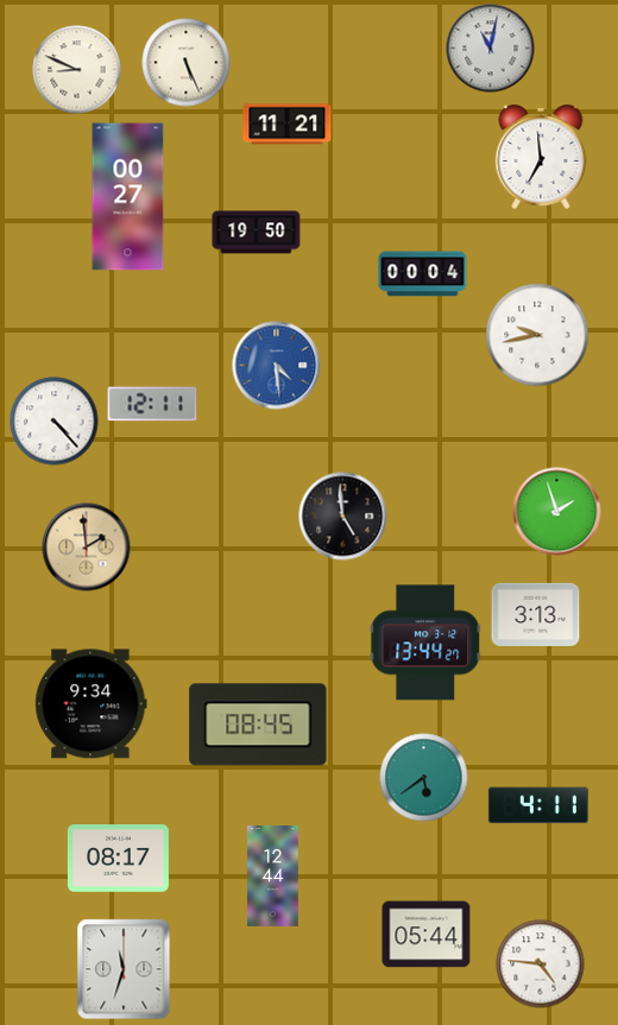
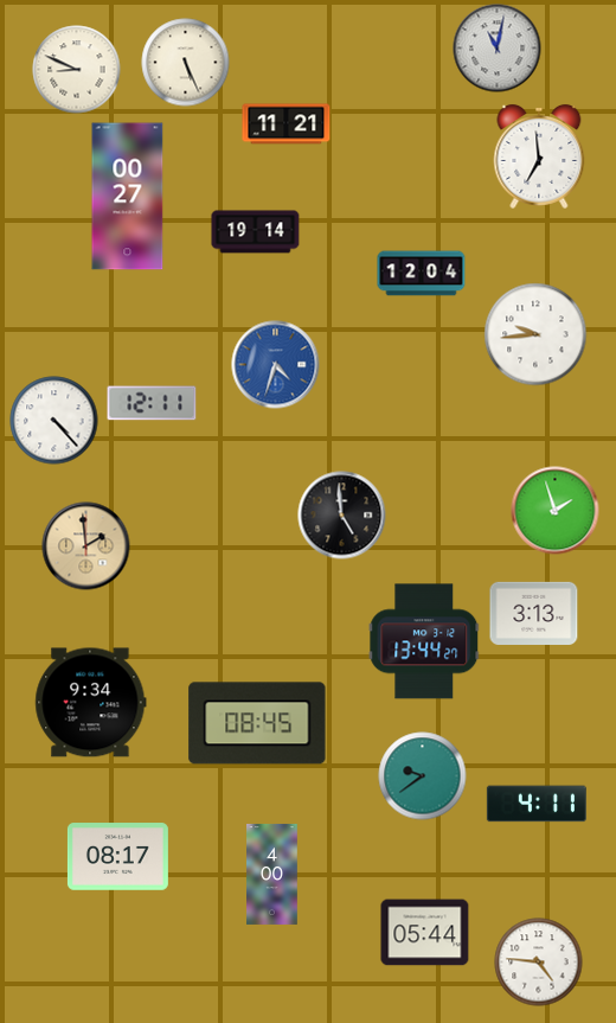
clock at (491, 49) position: (491, 49) -> (498, 49)
clock at (257, 233): 19:50 -> 19:14
clock at (423, 274): 00:04 -> 12:04
clock at (537, 335): 9:43 -> 9:44
clock at (277, 366): 4:29 -> 4:33
clock at (424, 778): 5:39 -> 9:39
clock at (273, 875): 12:44 -> 4:00
clock at (124, 969): 11:33 -> none
